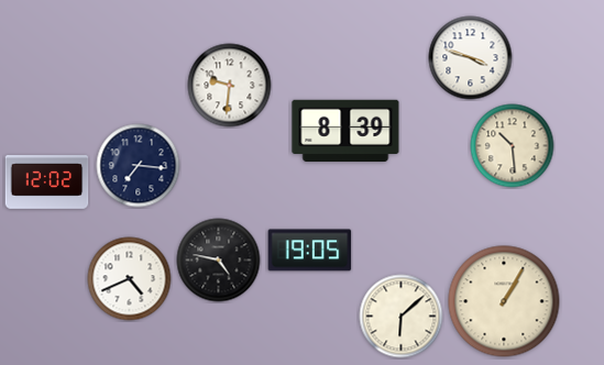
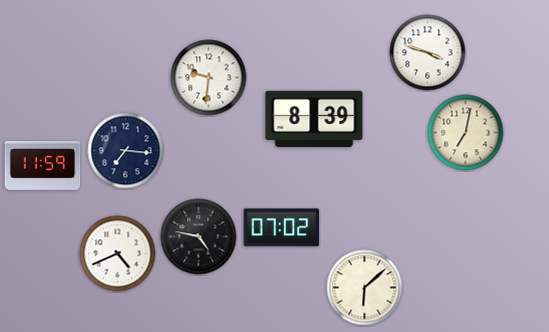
clock at (513, 146): 10:29 -> 7:02
clock at (47, 182): 12:02 -> 11:59
clock at (310, 251): 19:05 -> 07:02
clock at (504, 301): 1:05 -> none
